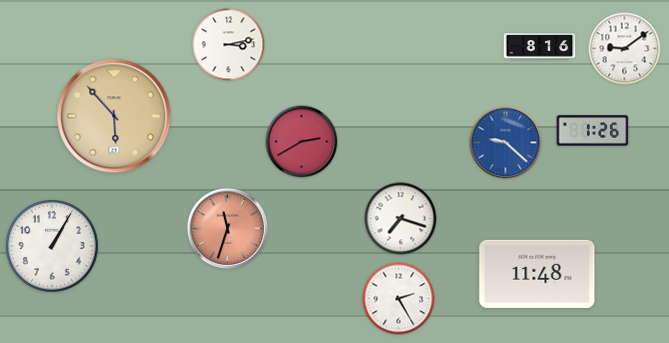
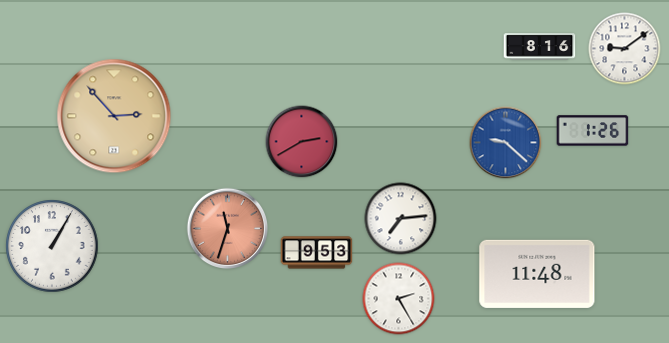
clock at (229, 45): 3:13 -> none
clock at (114, 116): 5:53 -> 2:53
clock at (401, 219): 7:18 -> 7:14
clock at (317, 253): none -> 9:53
